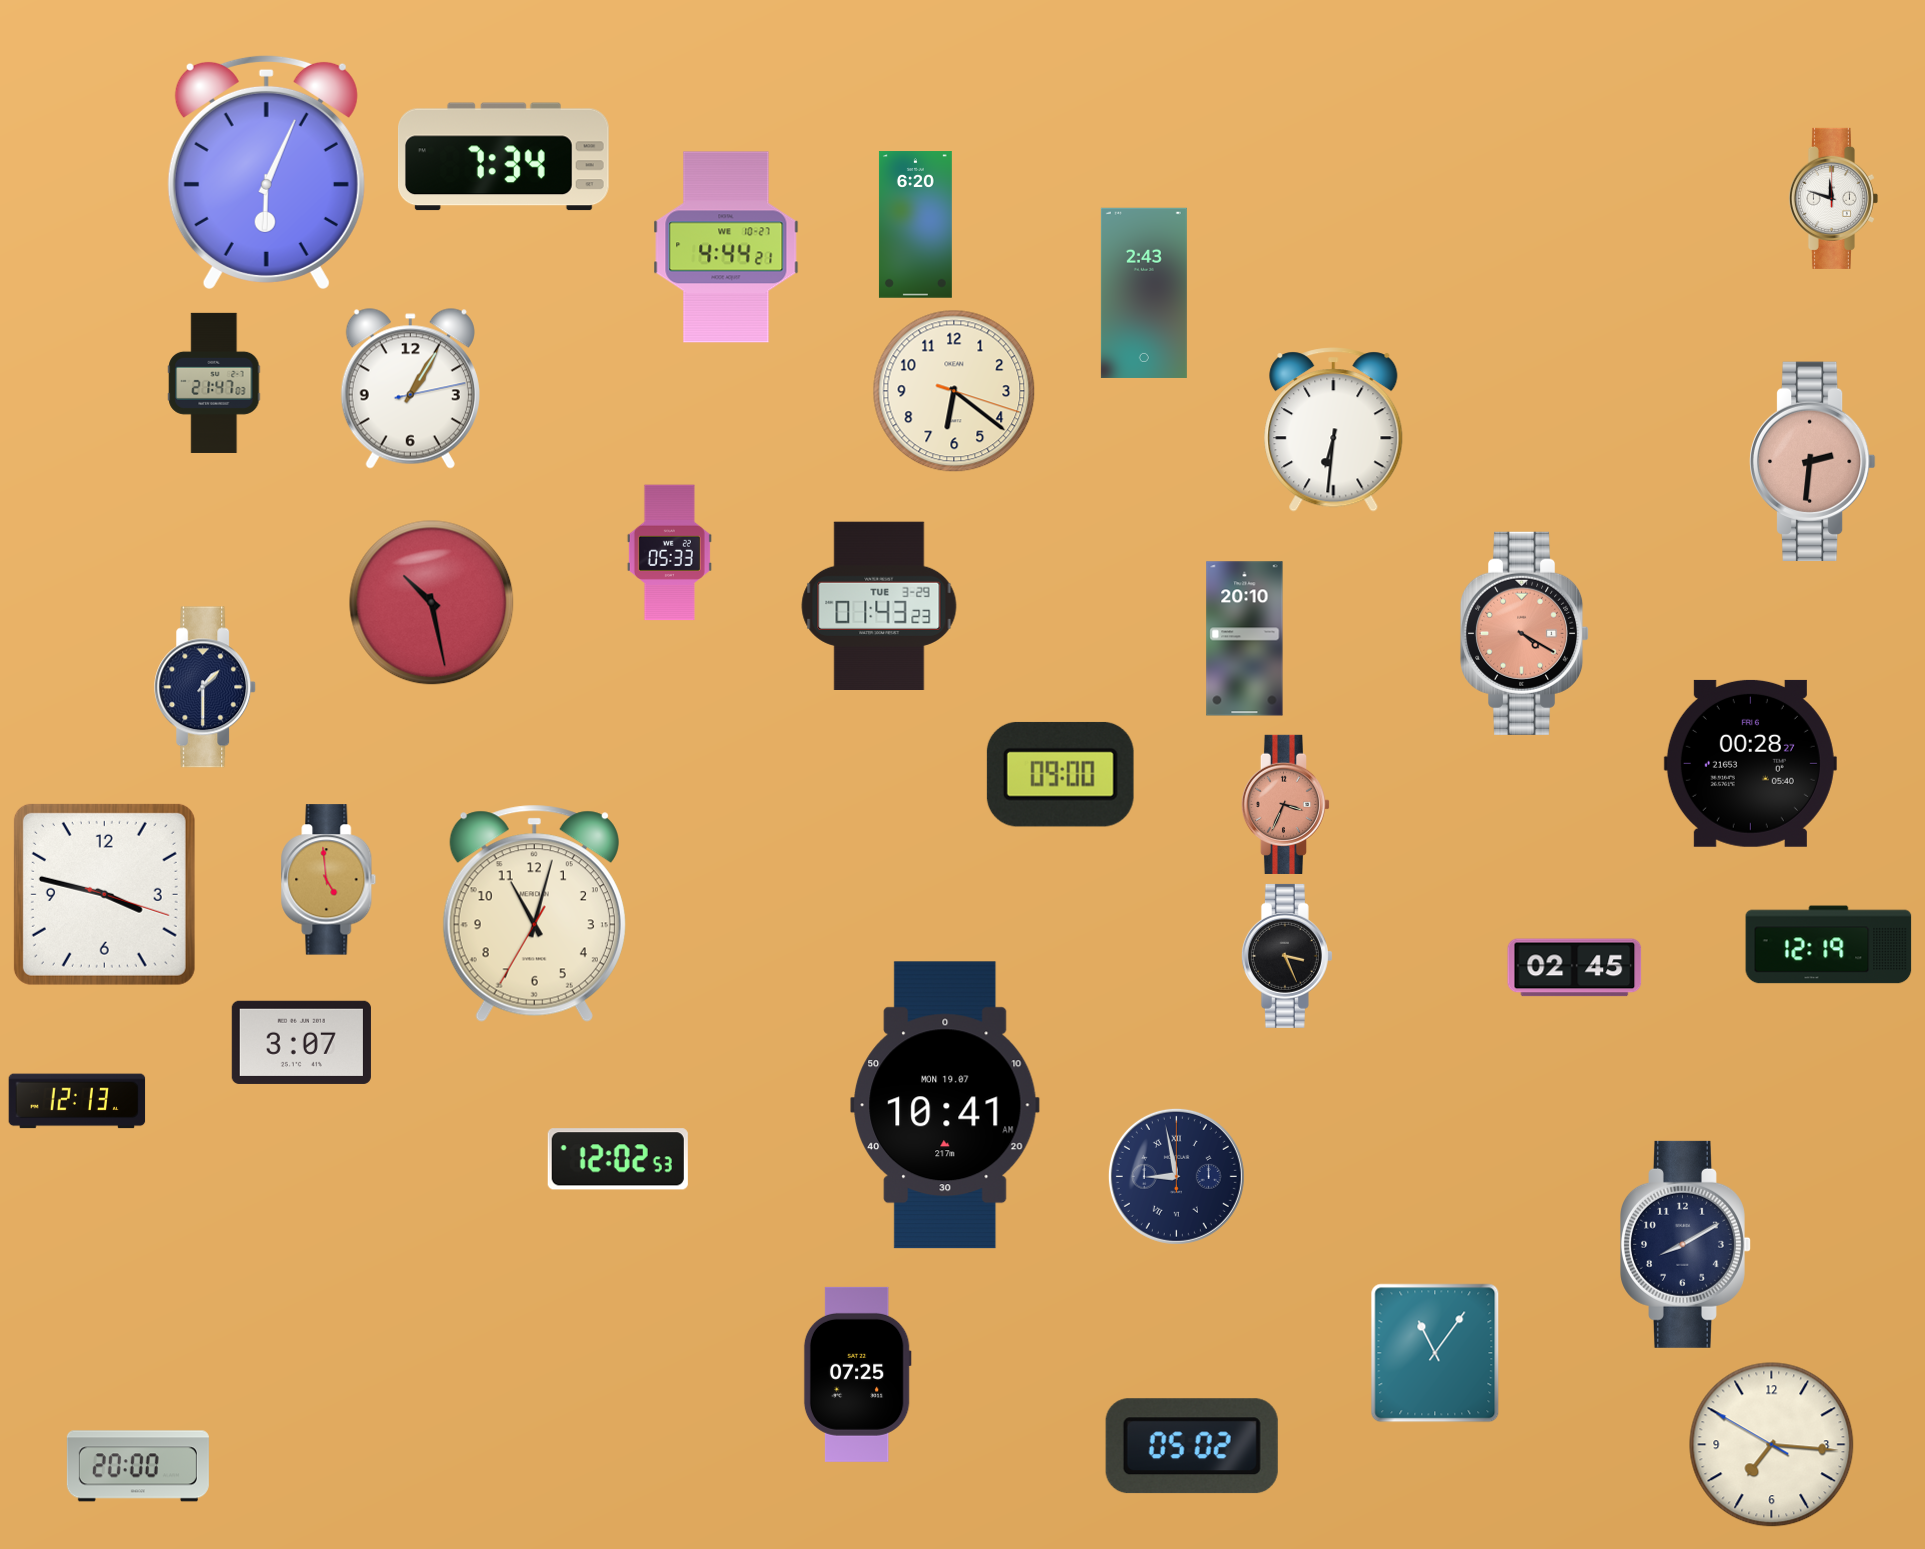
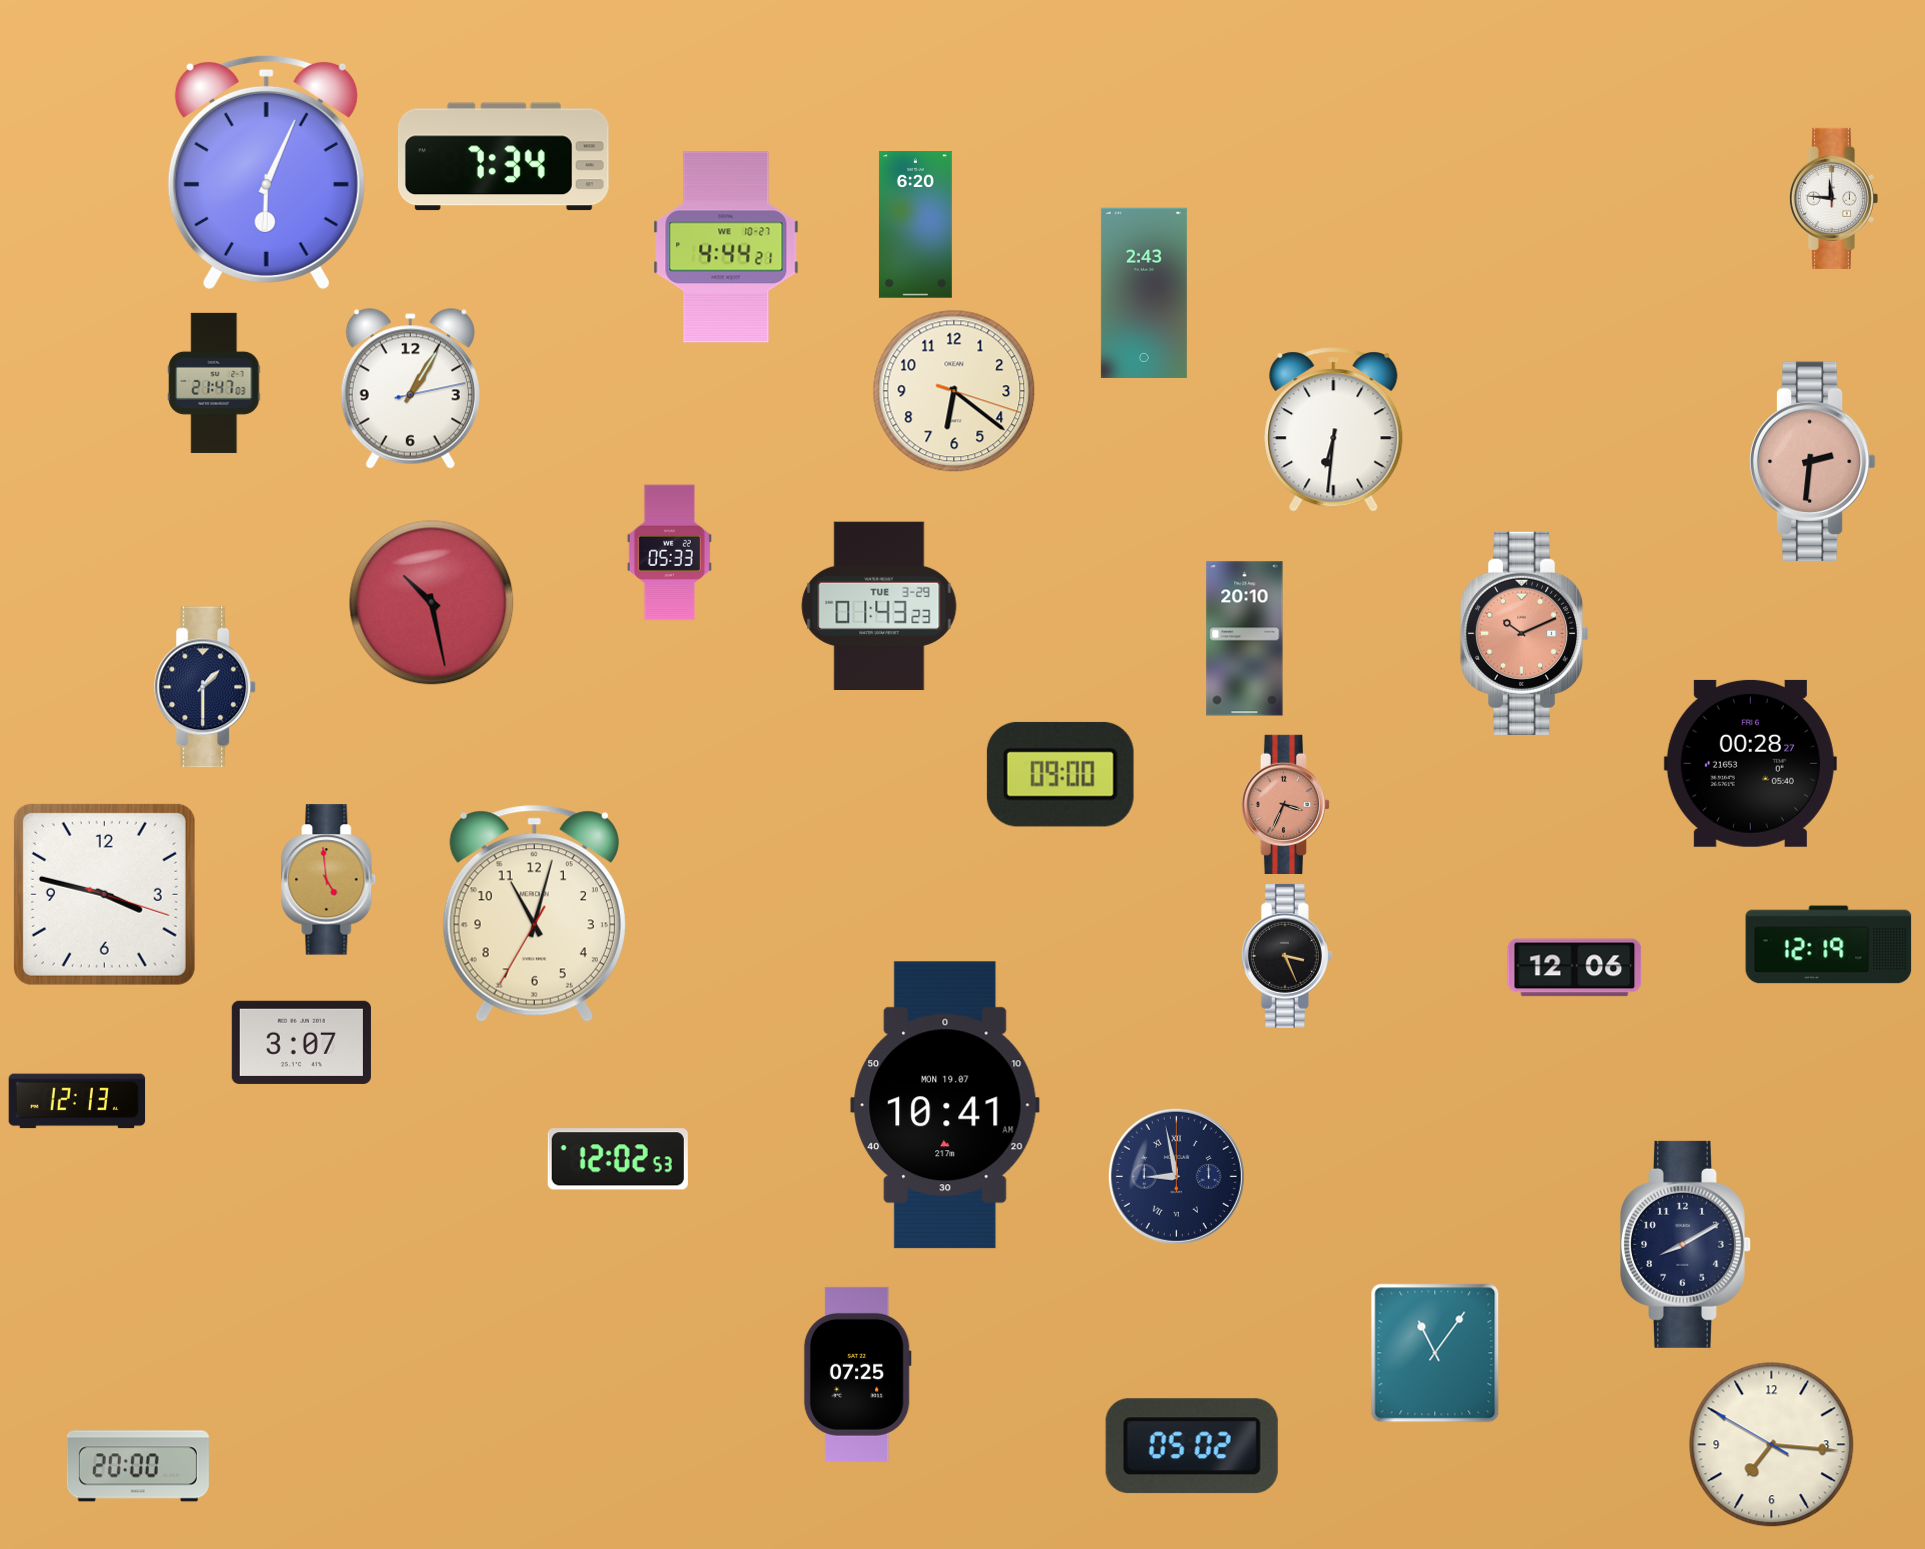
clock at (1833, 198): 11:48 -> 11:46
clock at (1525, 633): 4:20 -> 10:11
clock at (1575, 968): 02:45 -> 12:06
